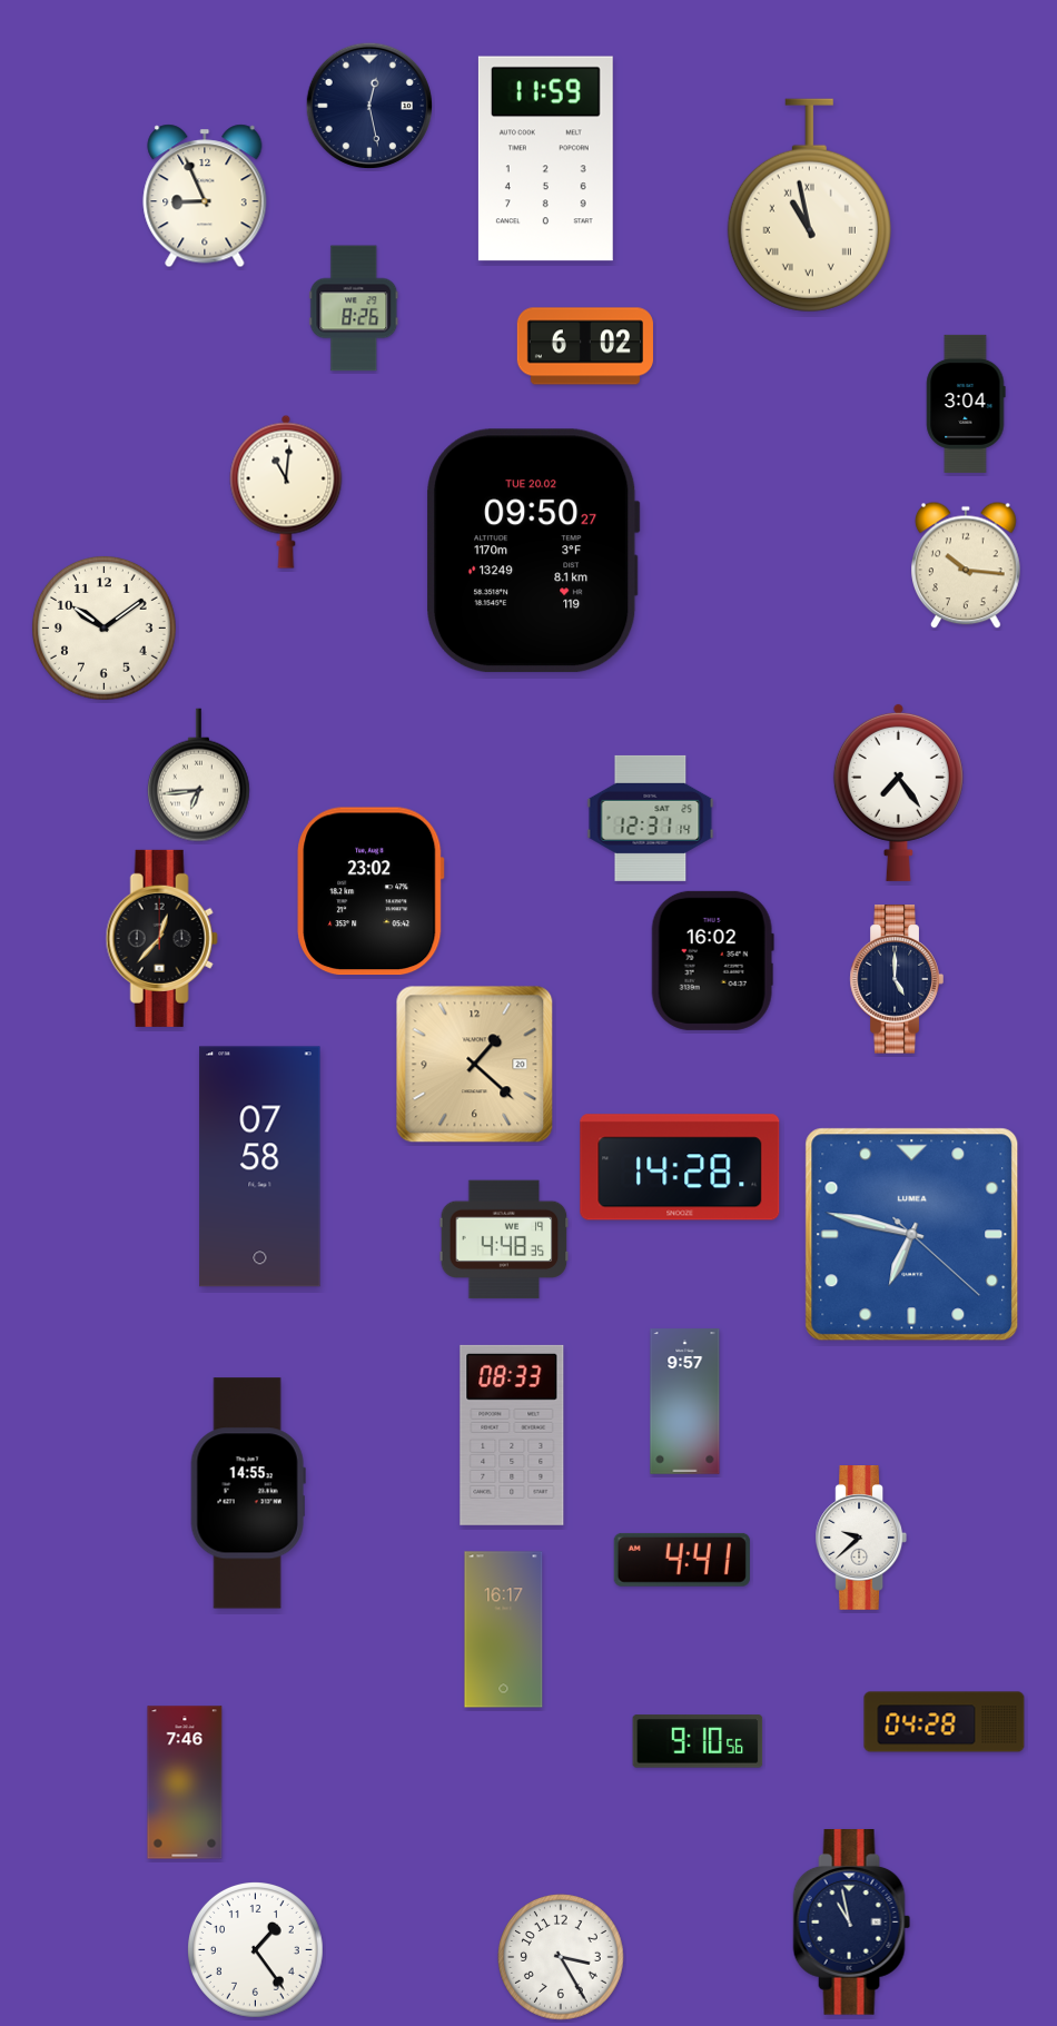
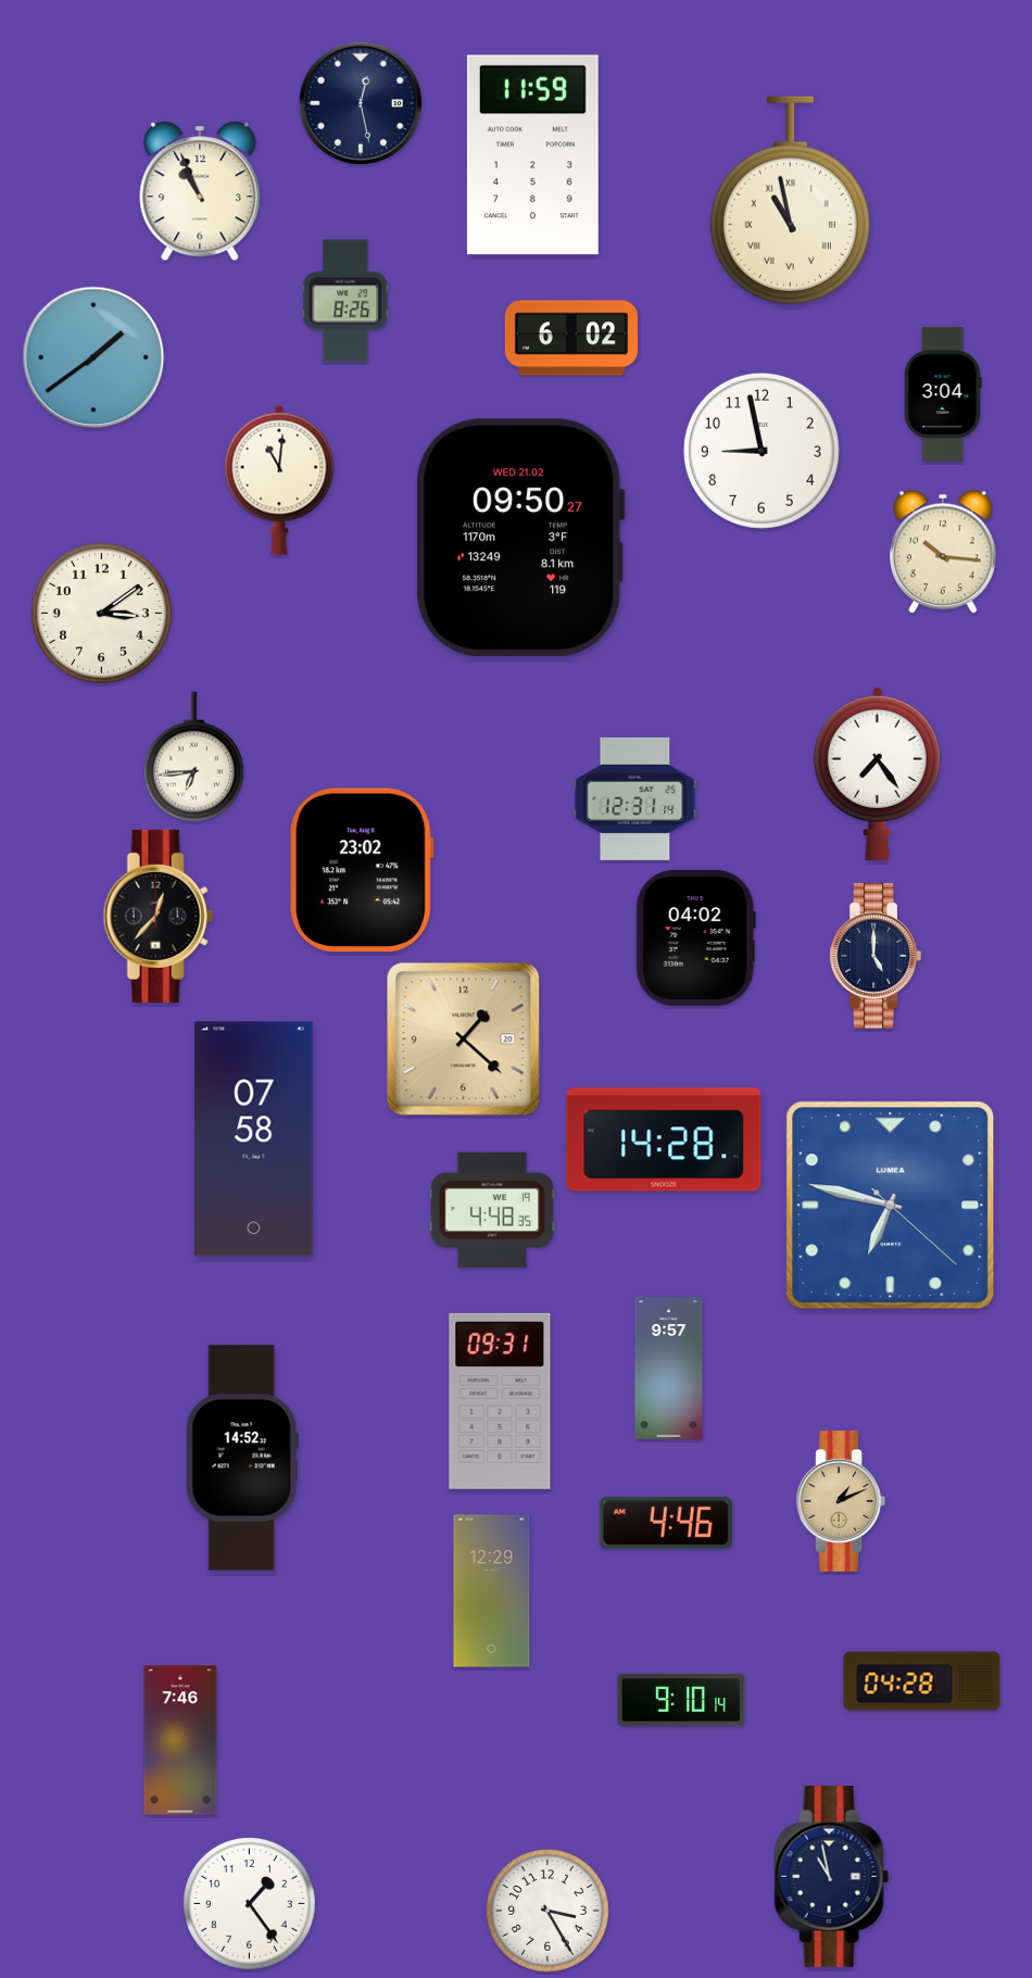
clock at (205, 196): 8:56 -> 10:56
clock at (93, 357): none -> 1:39
clock at (762, 451): none -> 8:58
clock at (533, 551) date: TUE 20.02 -> WED 21.02
clock at (103, 627): 10:09 -> 3:09
clock at (712, 960): 16:02 -> 04:02
clock at (512, 1435): 08:33 -> 09:31
clock at (248, 1493): 14:55 -> 14:52
clock at (860, 1539): 9:38 -> 1:11
clock at (860, 1539) dial: white -> champagne
clock at (682, 1560): 4:41 -> 4:46
clock at (504, 1630): 16:17 -> 12:29
clock at (698, 1741): 9:10:56 -> 9:10:14
